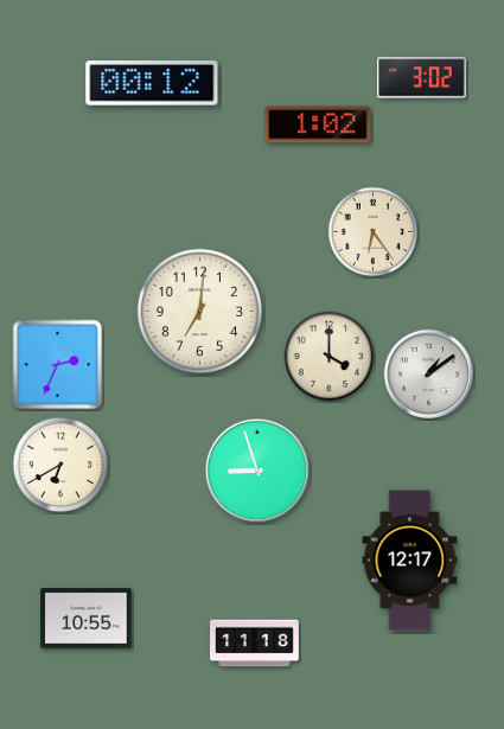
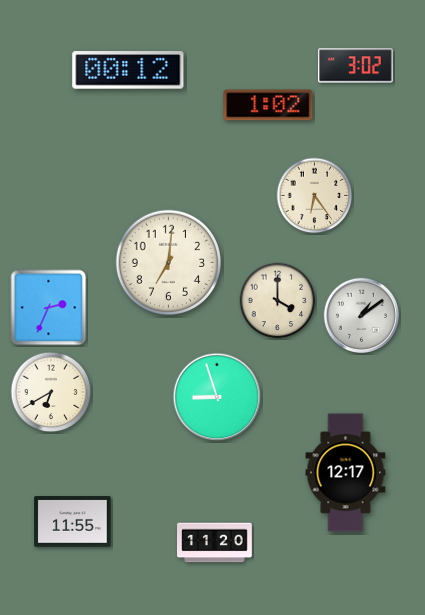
clock at (87, 619): 10:55 -> 11:55
clock at (255, 644): 11:18 -> 11:20
